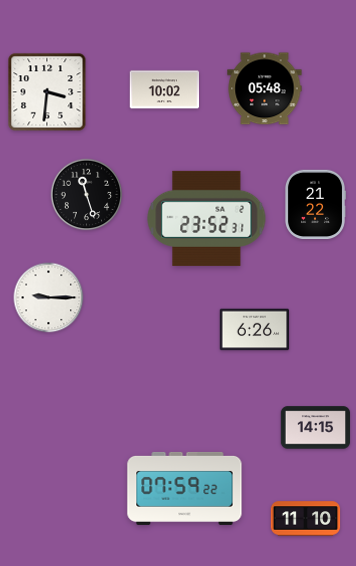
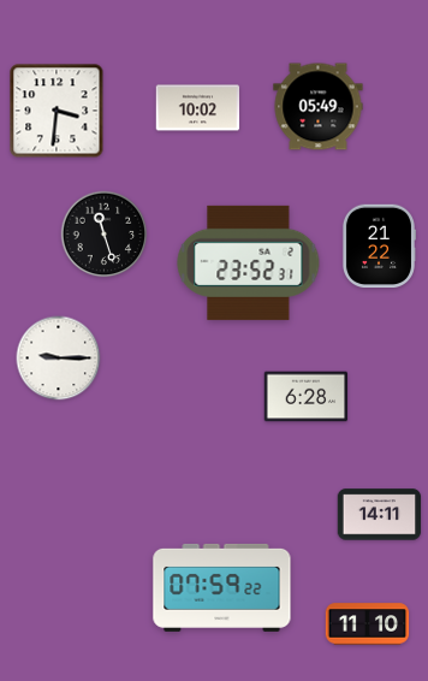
clock at (265, 89): 05:48 -> 05:49
clock at (255, 330): 6:26 -> 6:28
clock at (316, 428): 14:15 -> 14:11
